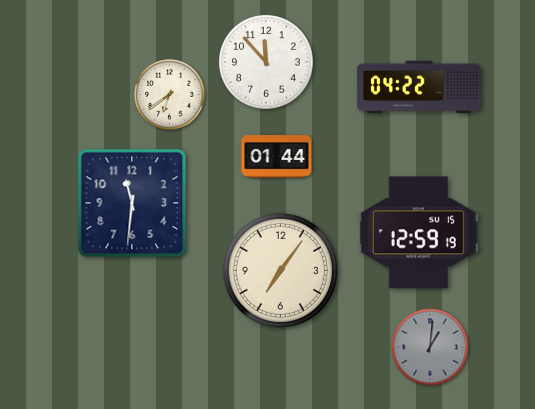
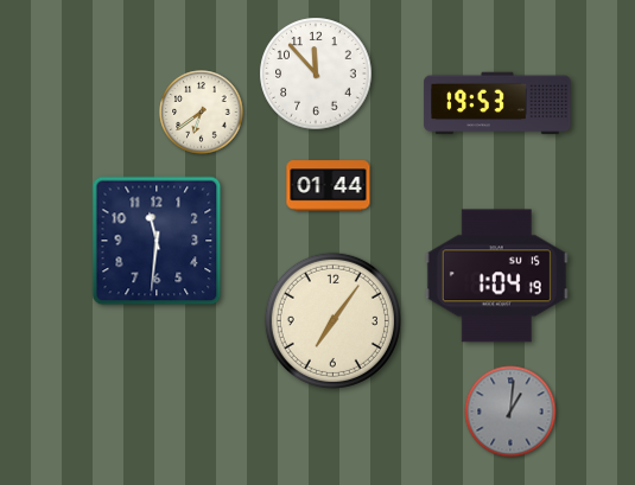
clock at (419, 87): 04:22 -> 19:53
clock at (418, 233): 12:59 -> 1:04
